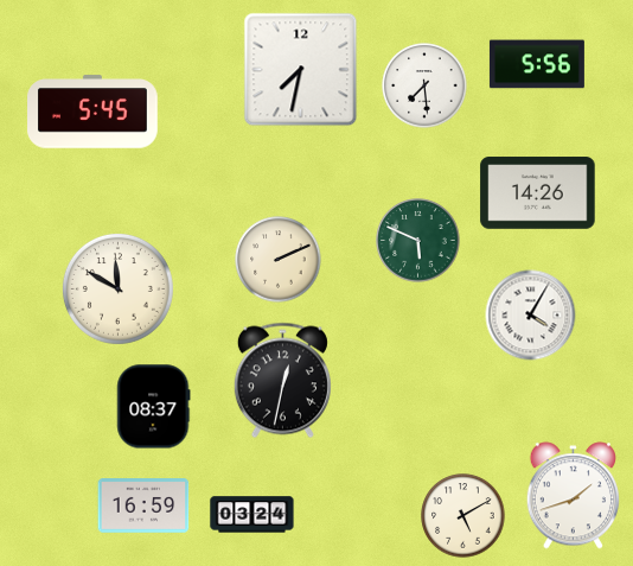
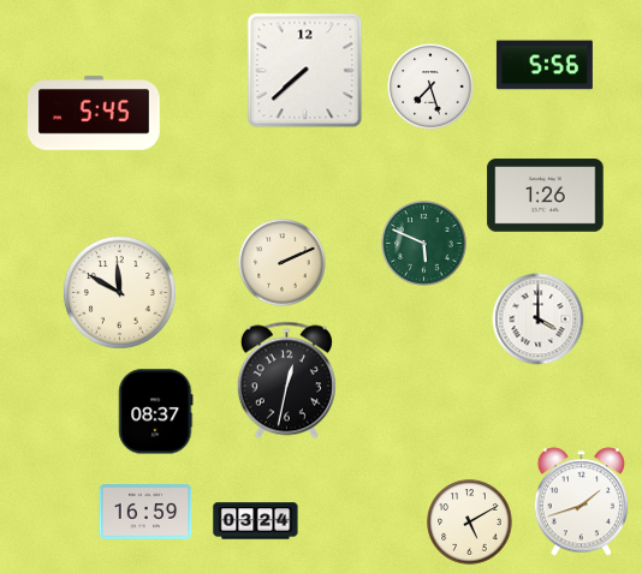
clock at (301, 70): 7:32 -> 7:38
clock at (424, 85): 7:29 -> 7:27
clock at (538, 193): 14:26 -> 1:26
clock at (531, 316): 4:05 -> 4:00
clock at (282, 381) position: (282, 381) -> (286, 381)
